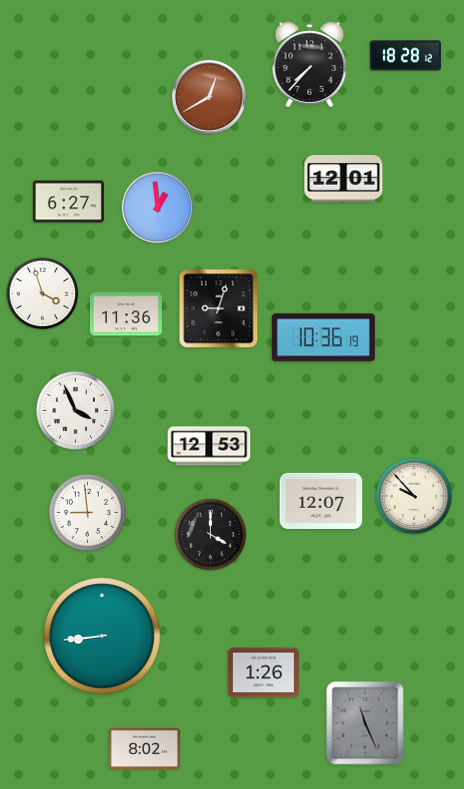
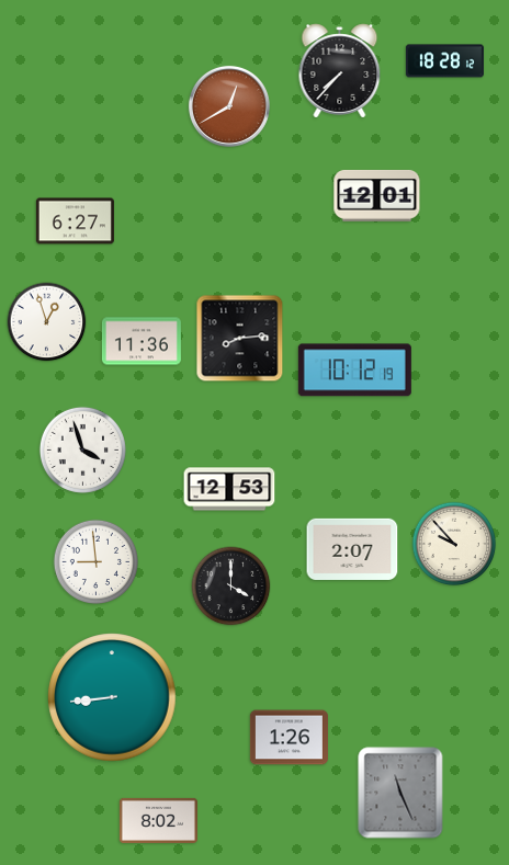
clock at (157, 207): 12:59 -> none
clock at (43, 294): 3:57 -> 12:57
clock at (219, 309): 9:03 -> 8:14
clock at (126, 314) position: (126, 314) -> (142, 341)
clock at (323, 338): 10:36 -> 10:12
clock at (75, 410): 3:56 -> 3:57
clock at (321, 501): 12:07 -> 2:07
